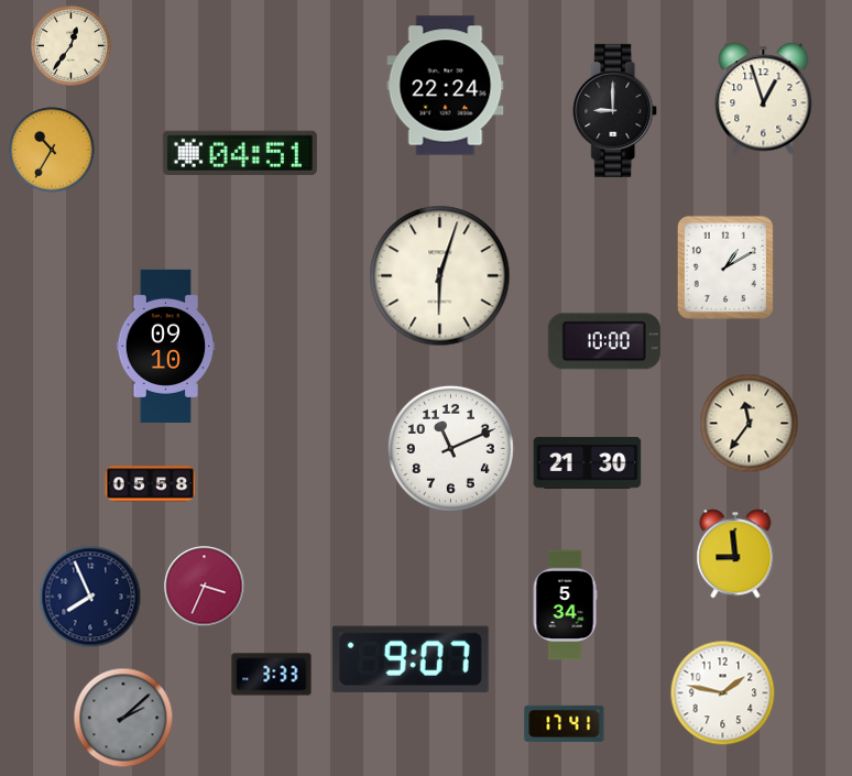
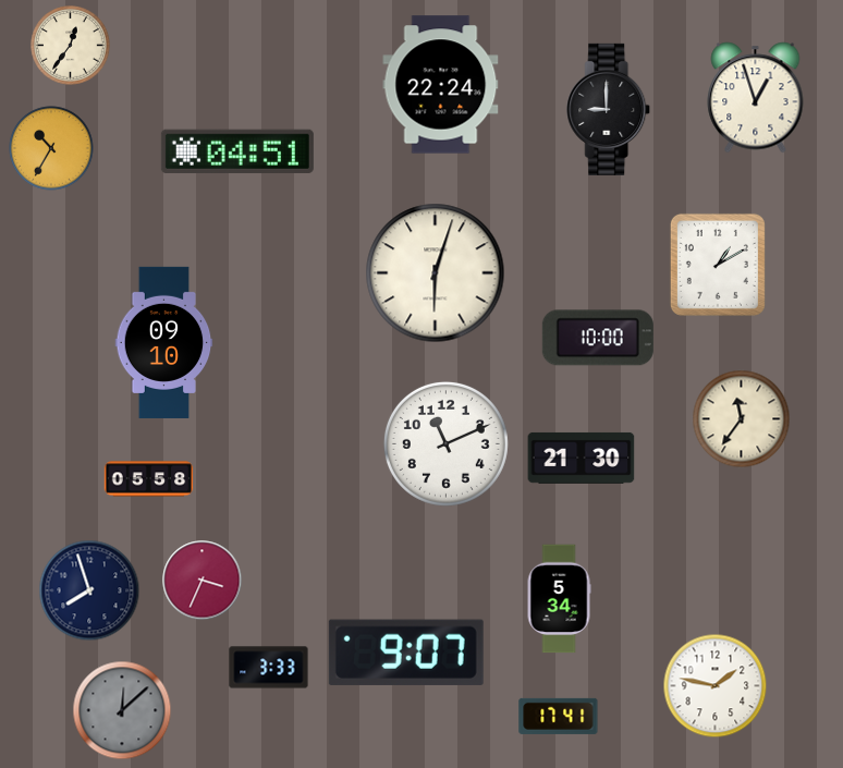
clock at (735, 554): 8:59 -> none
clock at (90, 597): 7:56 -> 7:57
clock at (123, 718): 2:08 -> 12:08
